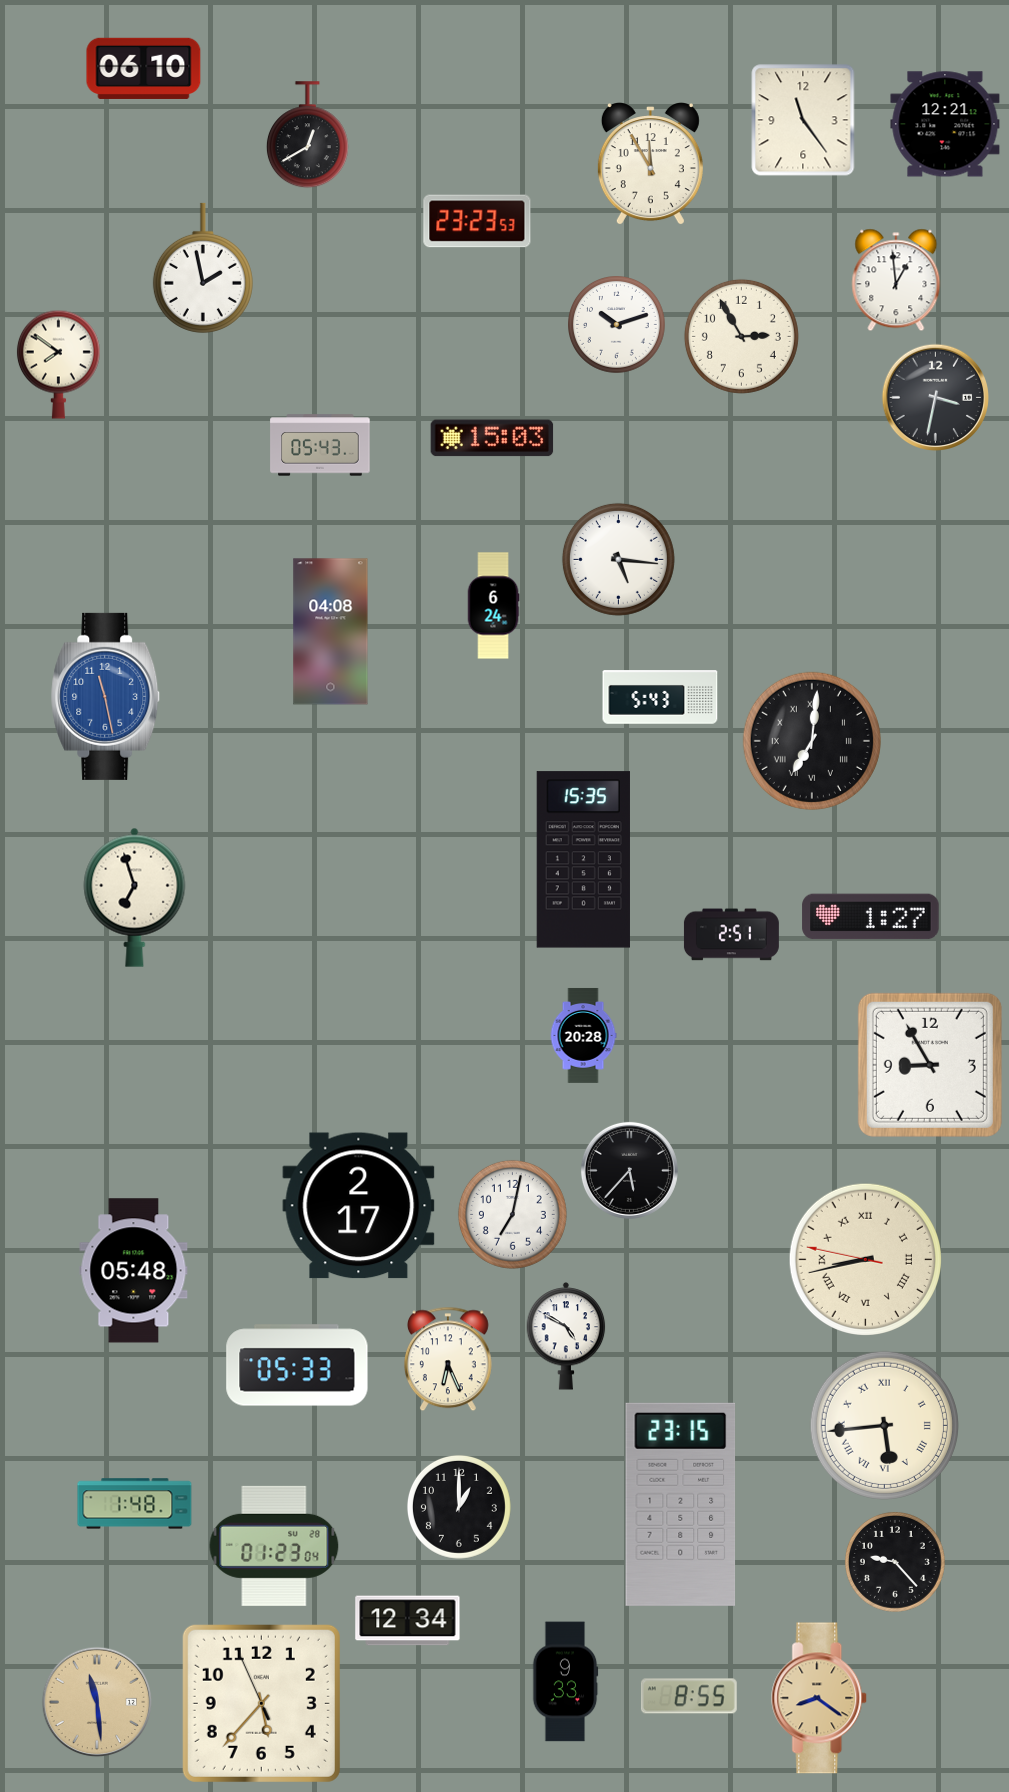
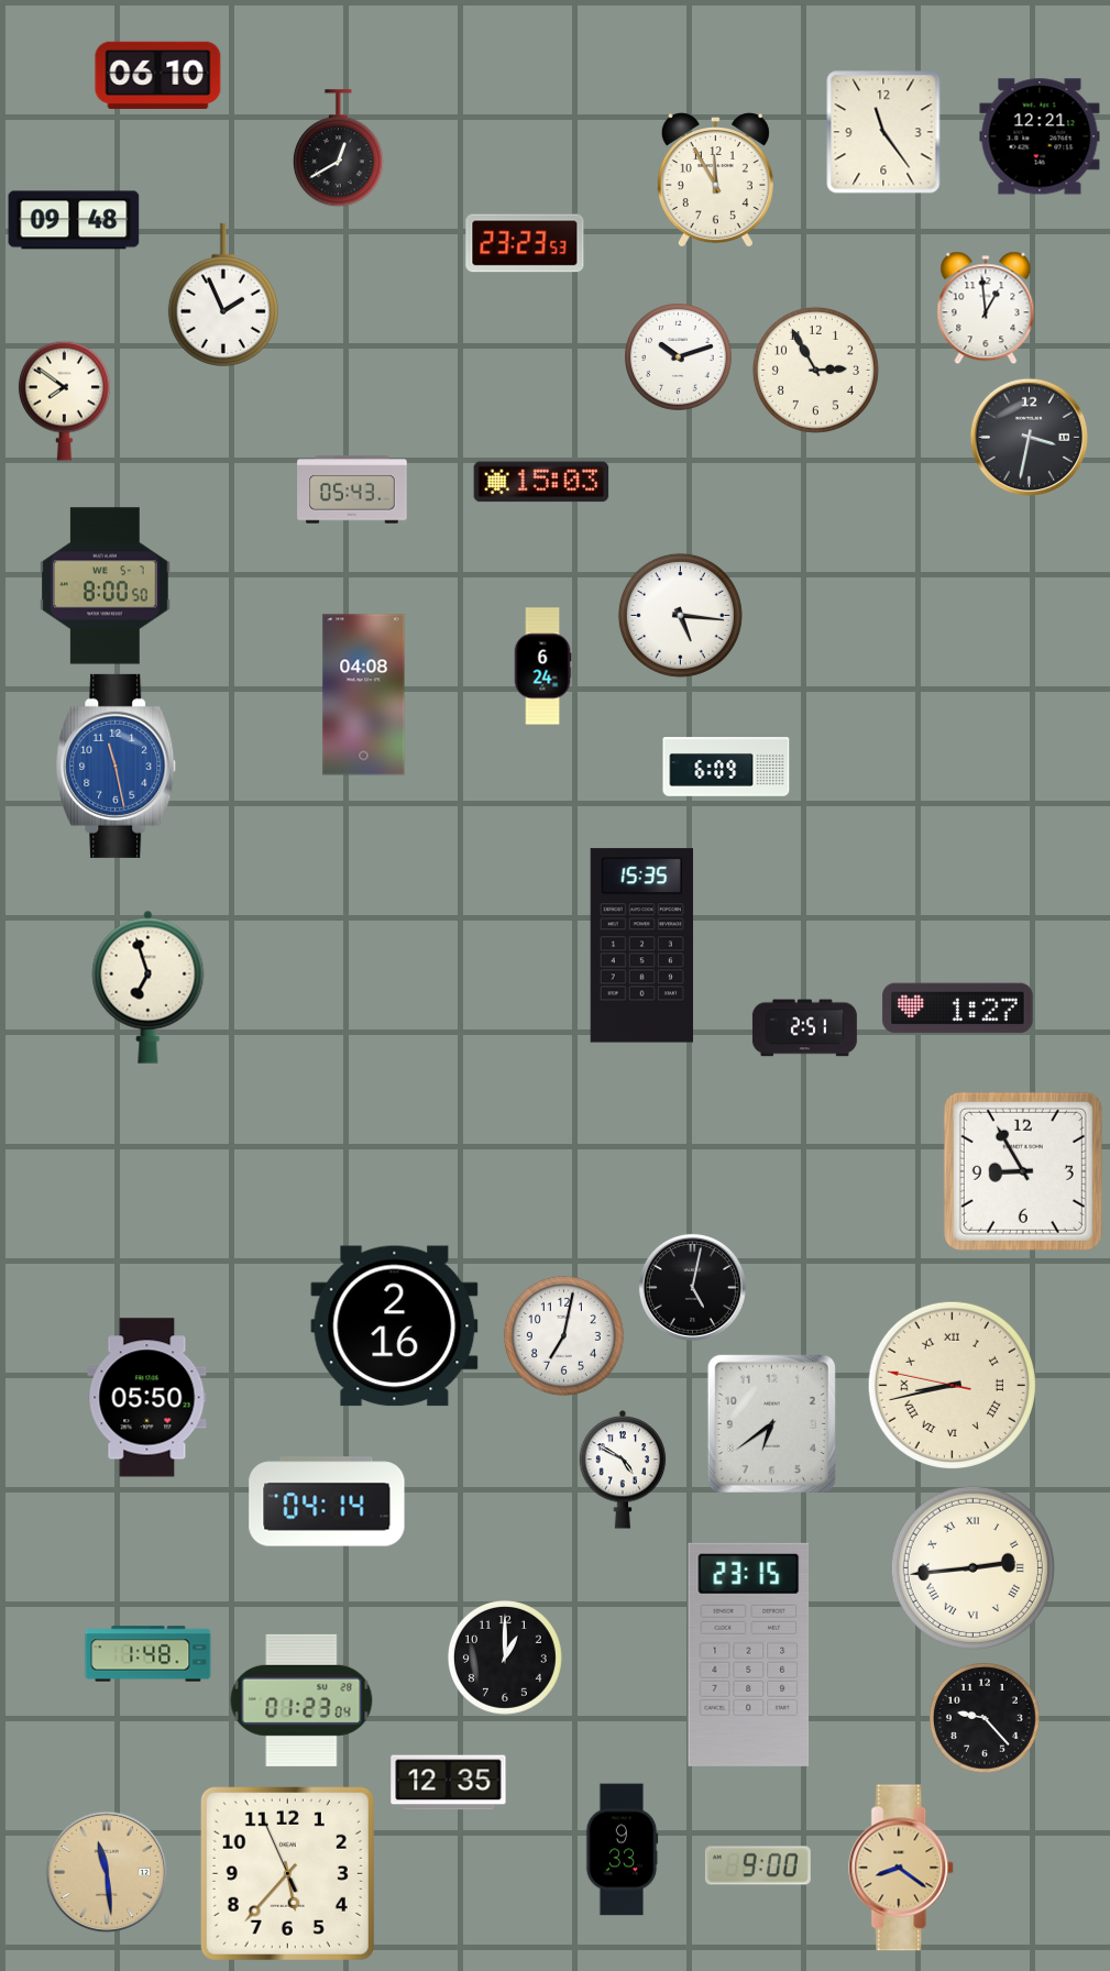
clock at (74, 220): none -> 09:48
clock at (203, 268): 1:58 -> 1:56
clock at (106, 586): none -> 8:00
clock at (660, 697): 5:43 -> 6:09
clock at (812, 741): 7:01 -> none
clock at (583, 1035): 20:28 -> none
clock at (629, 1170): 5:37 -> 5:02
clock at (359, 1206): 2:17 -> 2:16
clock at (134, 1271): 05:48 -> 05:50
clock at (771, 1423): none -> 6:39
clock at (448, 1359): 6:26 -> none
clock at (297, 1365): 05:33 -> 04:14
clock at (884, 1425): 5:44 -> 2:44
clock at (408, 1621): 12:34 -> 12:35
clock at (689, 1696): 8:55 -> 9:00
